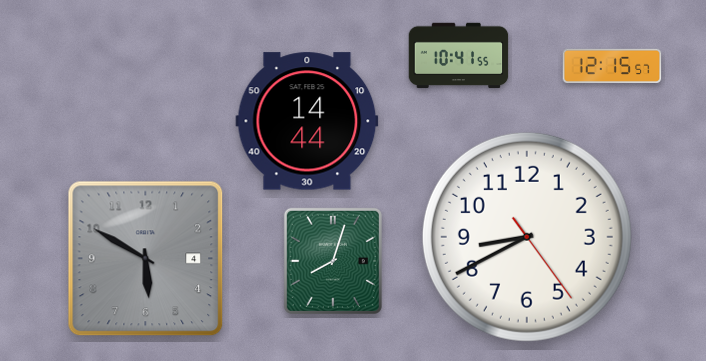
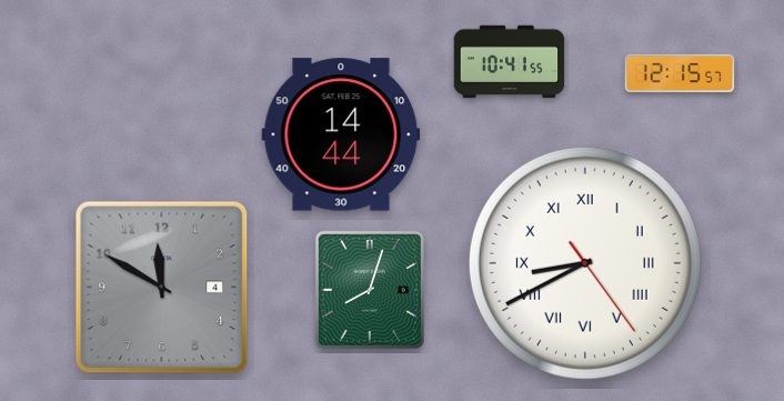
clock at (527, 237) numerals: Arabic -> Roman
clock at (146, 259): 5:50 -> 11:50
